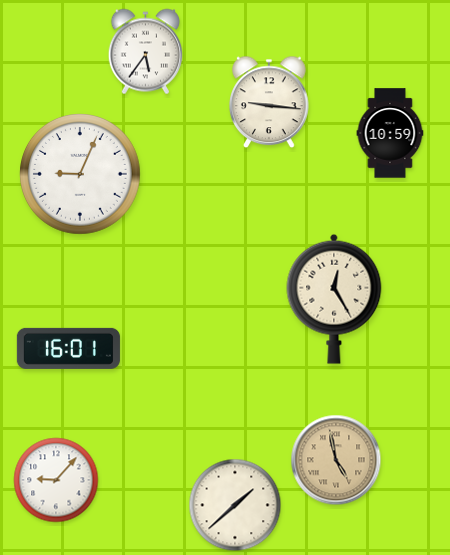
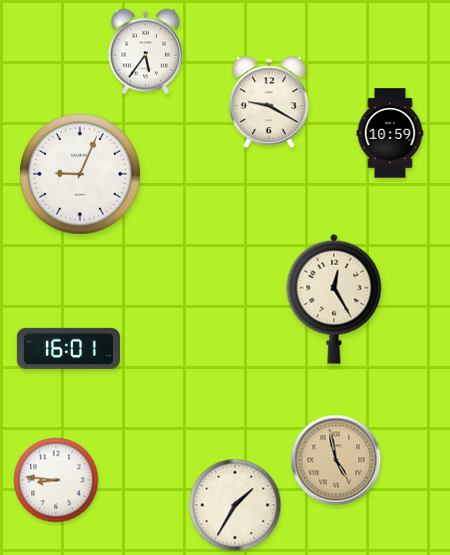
clock at (269, 102): 9:16 -> 9:20
clock at (56, 480): 9:07 -> 8:46
clock at (235, 505): 1:38 -> 1:35
